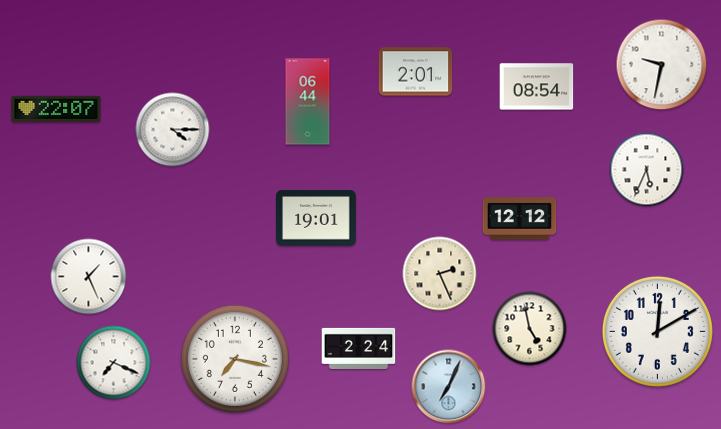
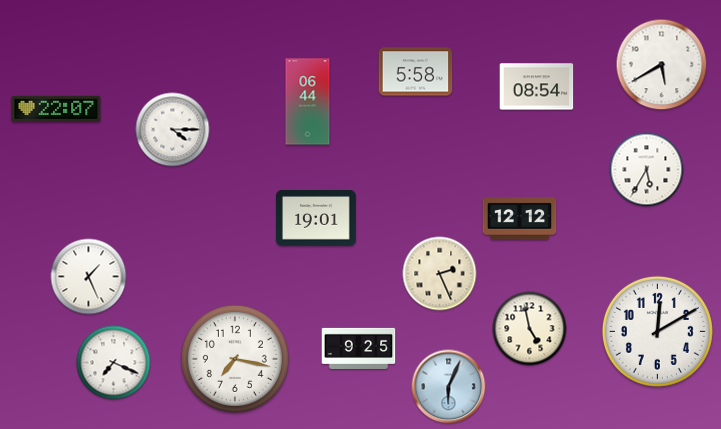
clock at (662, 65): 9:32 -> 5:40
clock at (416, 72): 2:01 -> 5:58
clock at (647, 170): 5:34 -> 5:35
clock at (359, 348): 2:24 -> 9:25
clock at (449, 387): 7:04 -> 6:04
